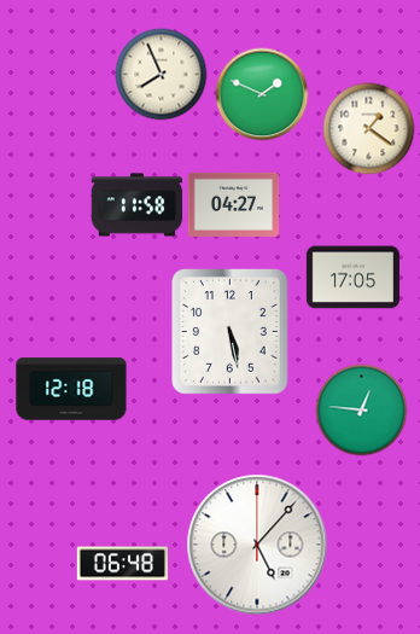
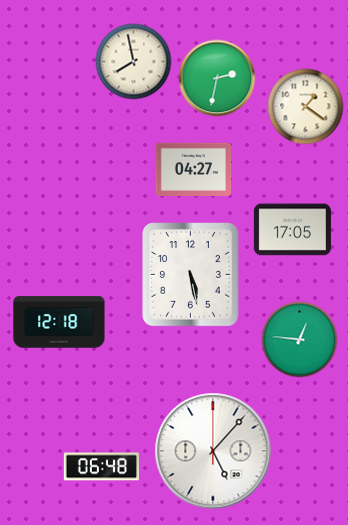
clock at (162, 75): 7:56 -> 7:58
clock at (262, 94): 1:49 -> 2:32
clock at (138, 205): 11:58 -> none
